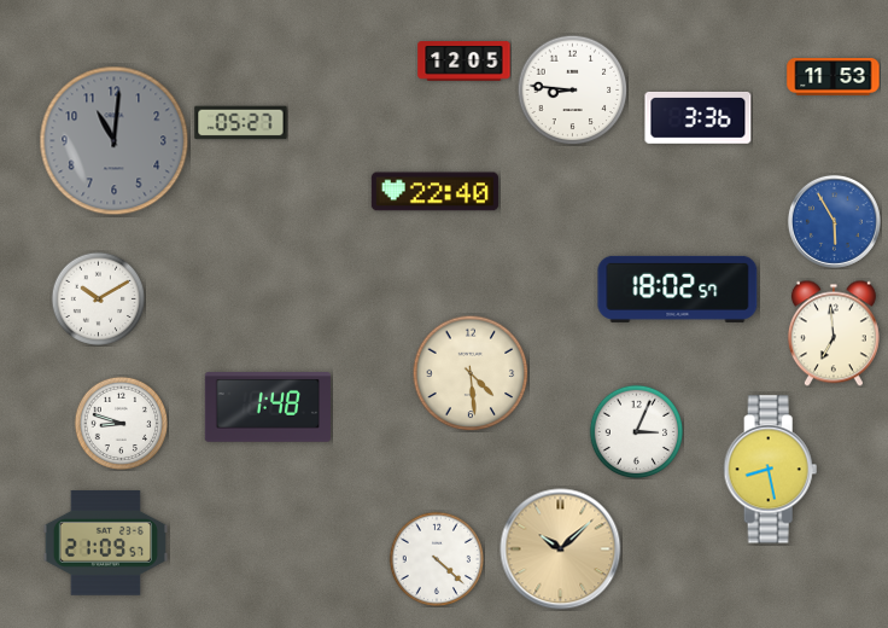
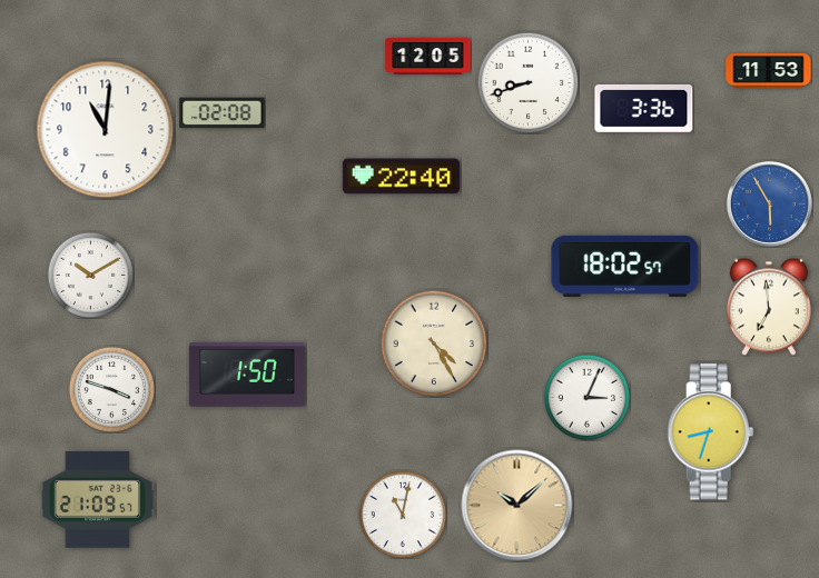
clock at (572, 89): 8:46 -> 8:42
clock at (241, 123): 05:27 -> 02:08
clock at (115, 141) dial: grey -> white
clock at (471, 373): 4:29 -> 4:25
clock at (268, 408): 1:48 -> 1:50
clock at (121, 423): 8:48 -> 3:48
clock at (771, 470): 8:28 -> 8:33
clock at (437, 559): 4:22 -> 11:02
